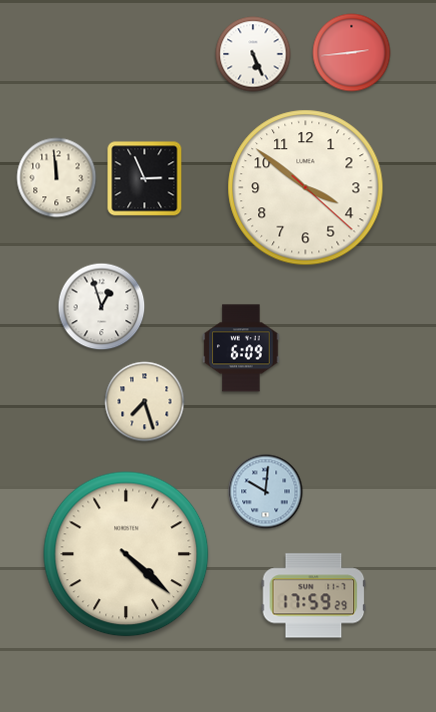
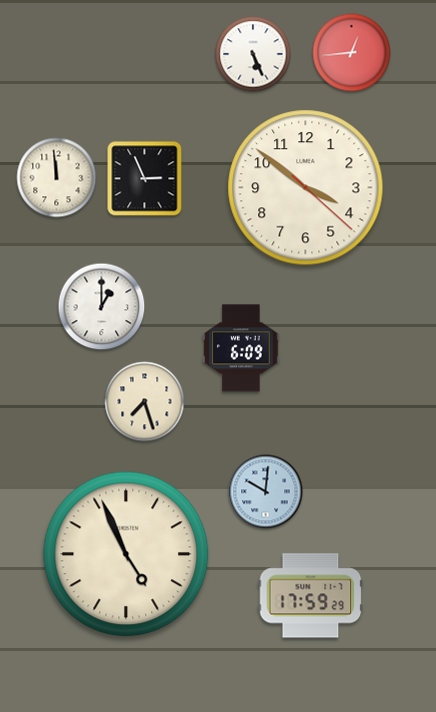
clock at (352, 53): 2:44 -> 12:44
clock at (102, 307): 12:57 -> 1:00
clock at (126, 554): 4:22 -> 4:56
clock at (314, 596) position: (314, 596) -> (311, 596)
